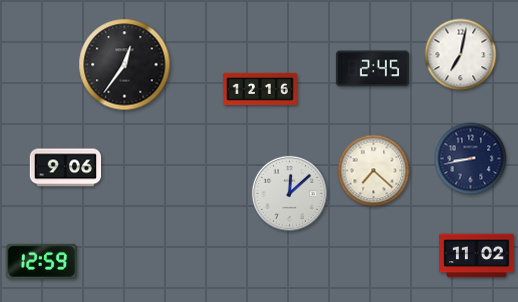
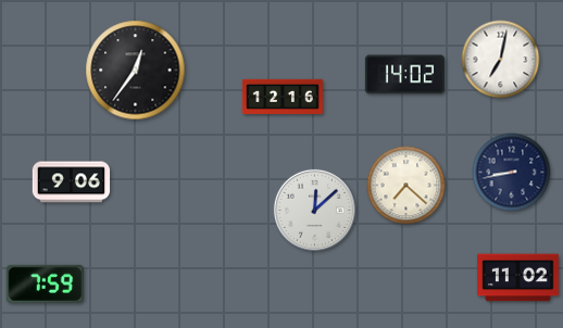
clock at (372, 69): 2:45 -> 14:02
clock at (41, 261): 12:59 -> 7:59
